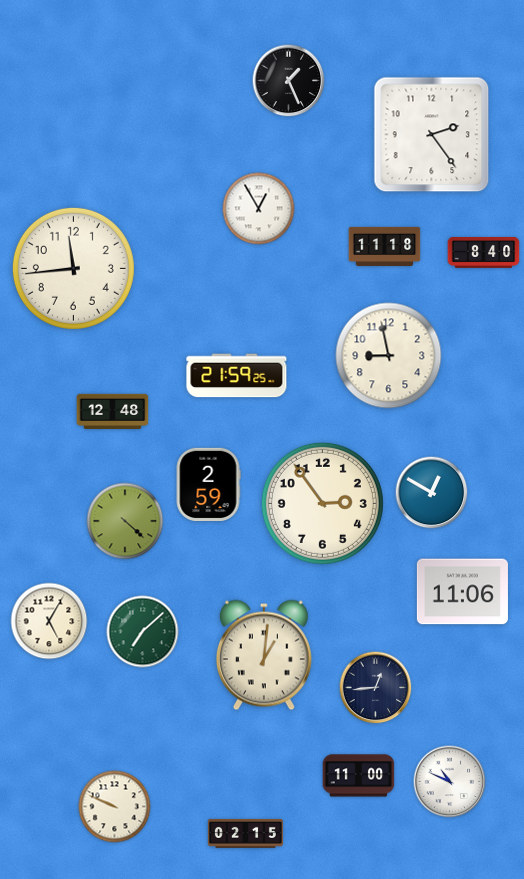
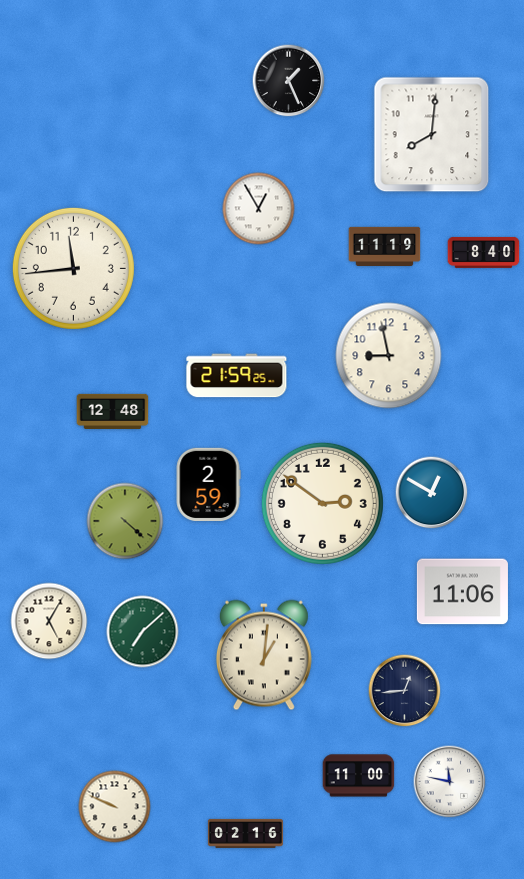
clock at (432, 135): 2:24 -> 8:01
clock at (385, 246): 11:18 -> 11:19
clock at (322, 503): 2:54 -> 2:51
clock at (376, 688) position: (376, 688) -> (405, 691)
clock at (450, 782): 10:49 -> 11:47
clock at (245, 833): 02:15 -> 02:16
